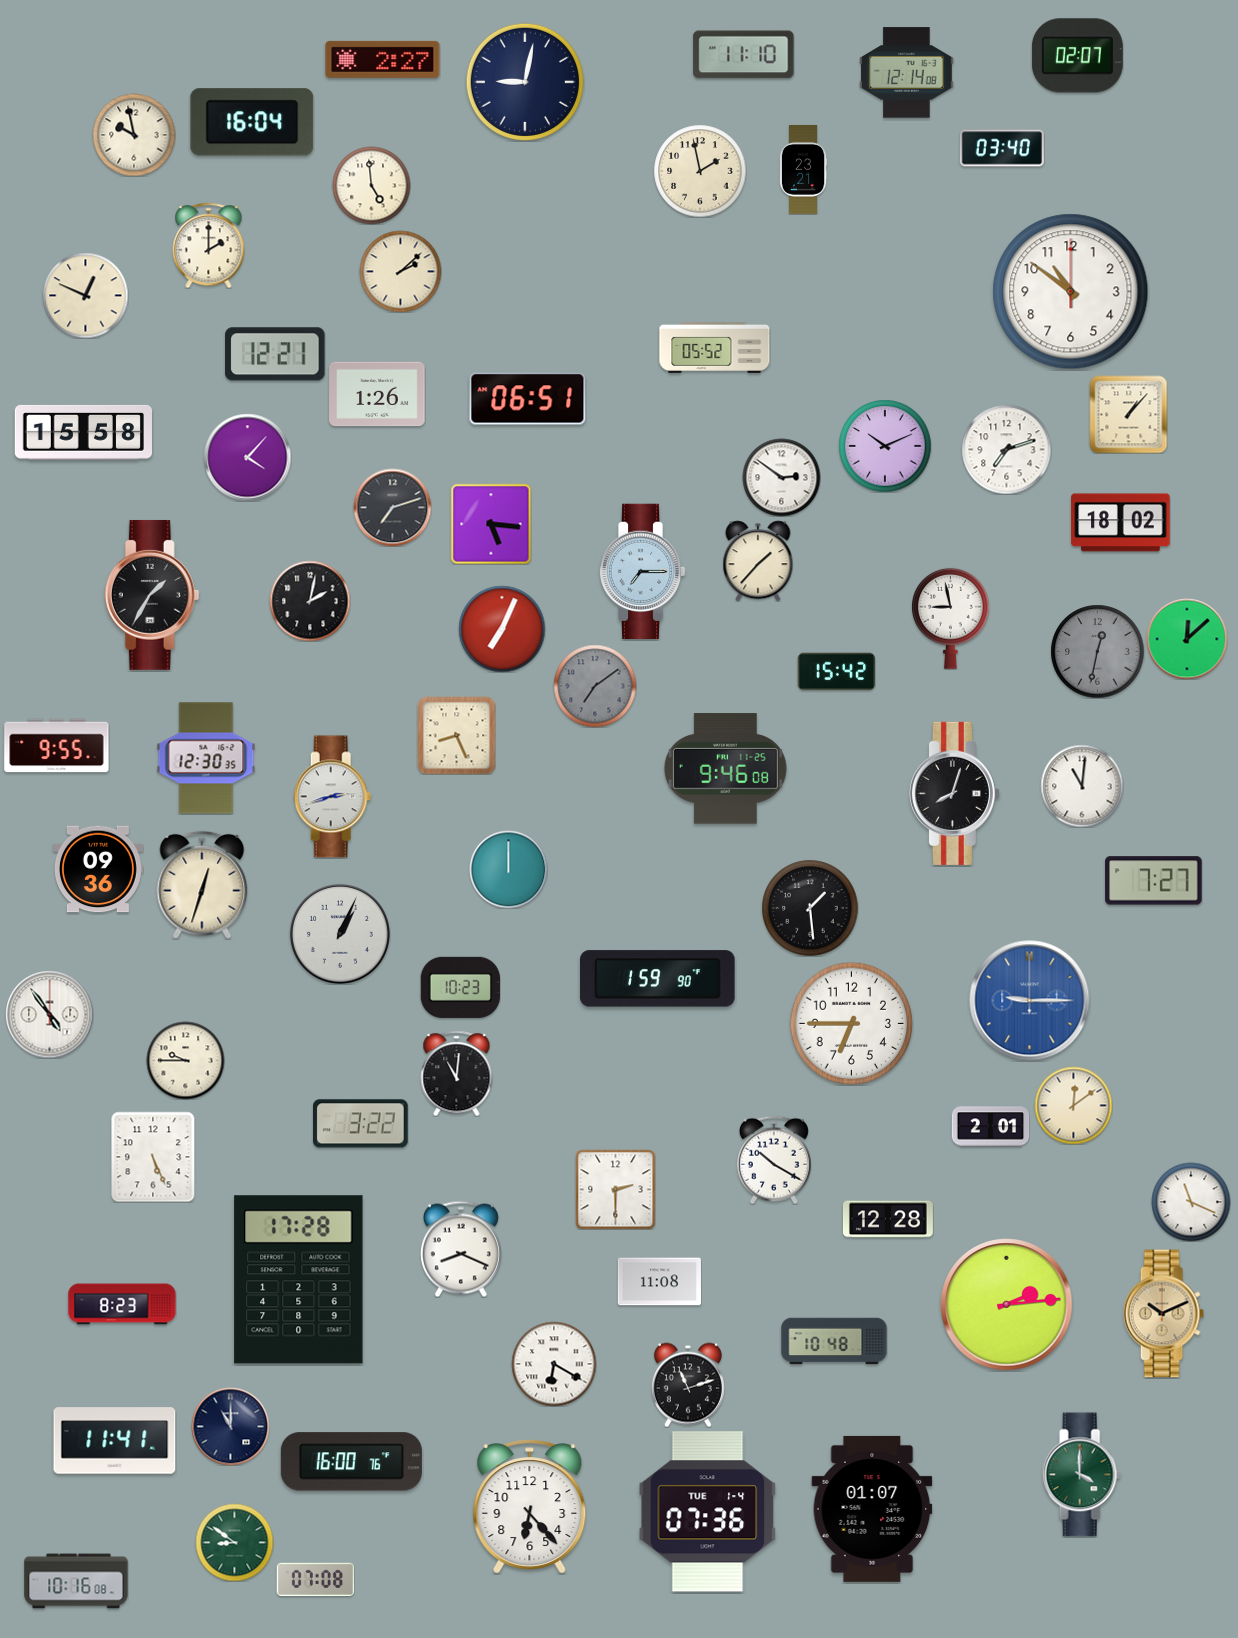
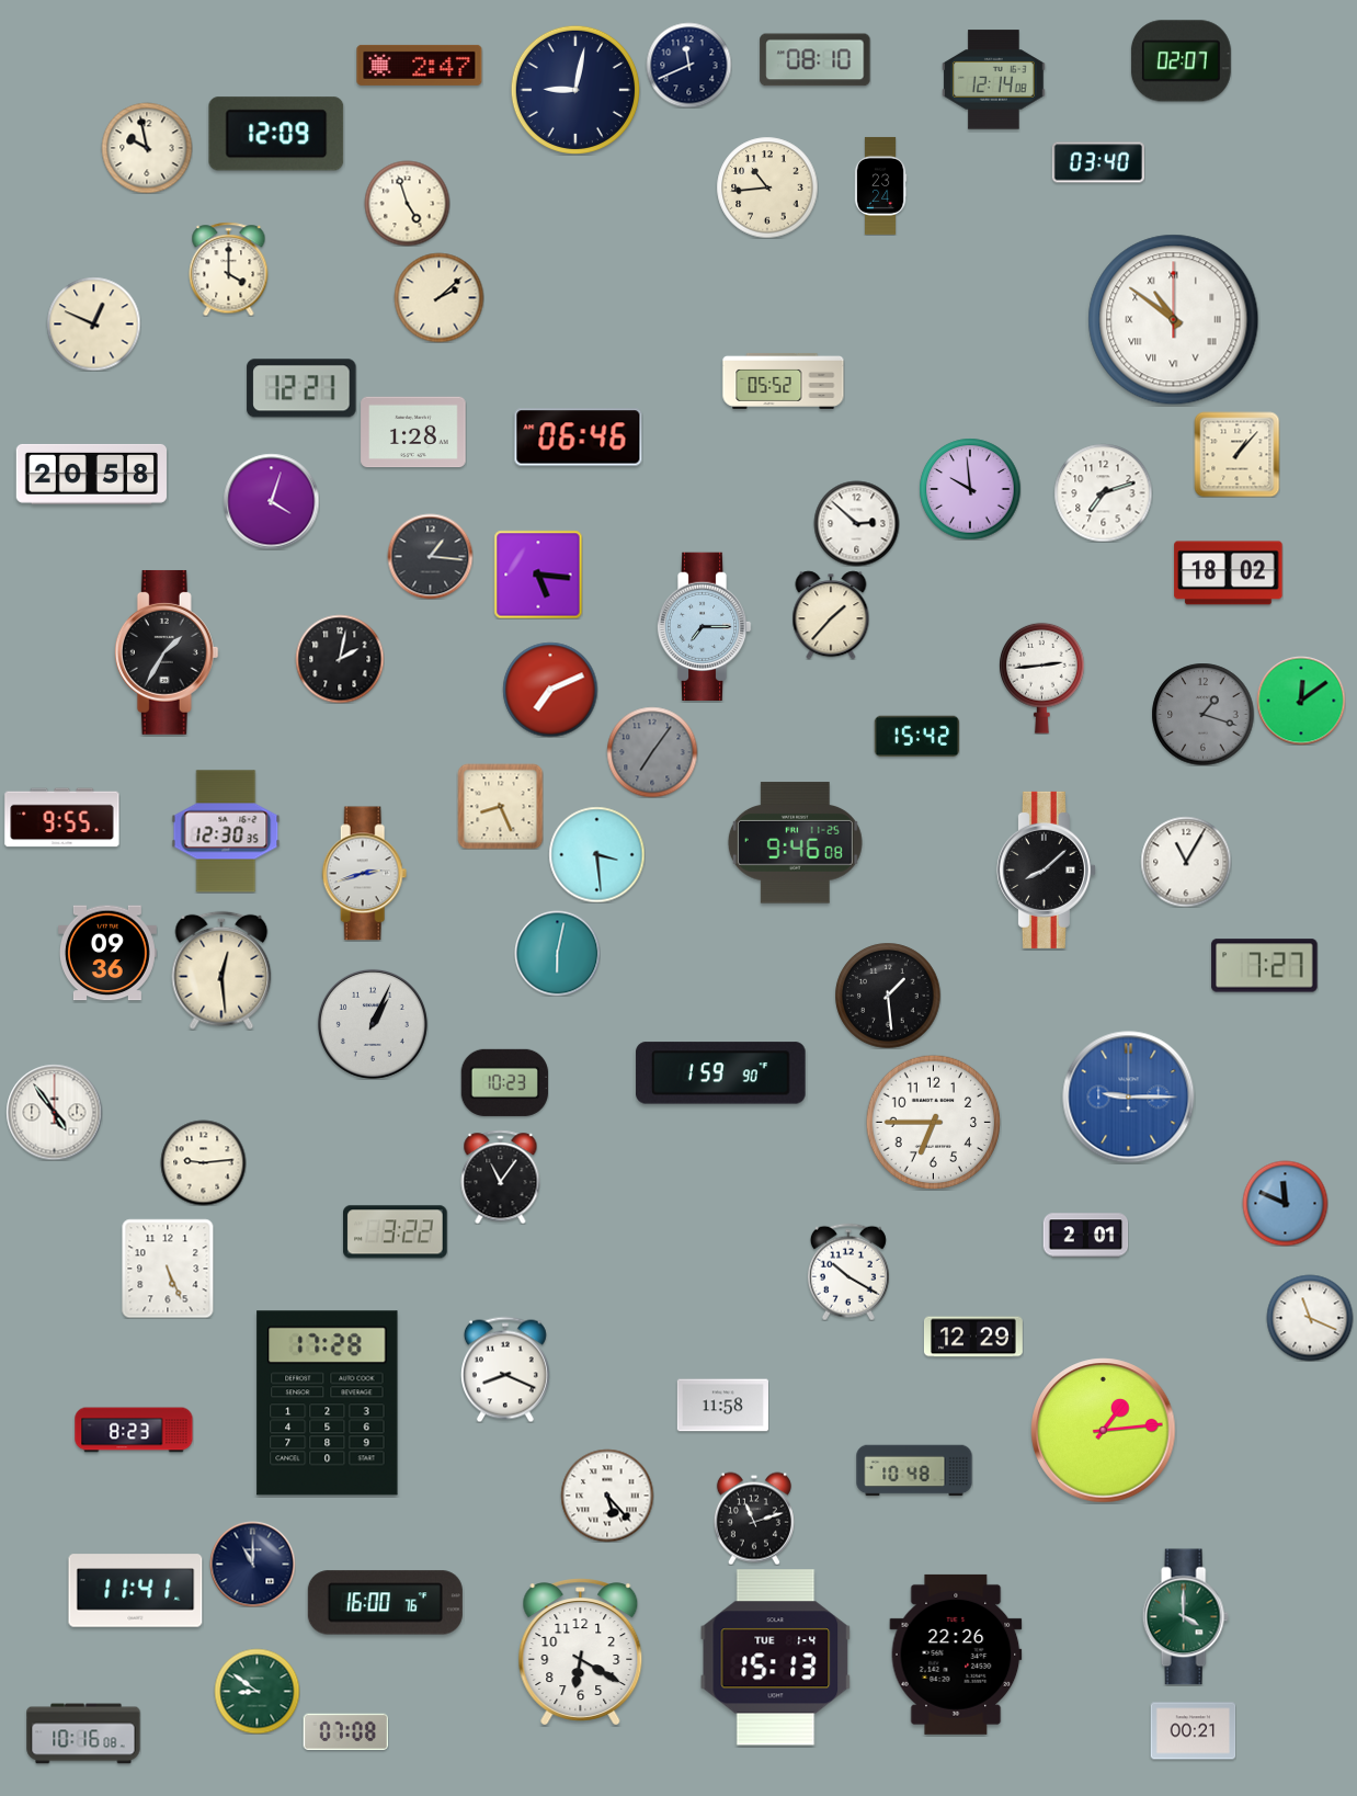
clock at (744, 55): 11:10 -> 08:10
clock at (383, 59): 2:27 -> 2:47
clock at (688, 65): none -> 11:41
clock at (252, 122): 16:04 -> 12:09
clock at (803, 169): 23:21 -> 23:24
clock at (700, 171): 1:58 -> 10:44
clock at (371, 185): 4:59 -> 4:57
clock at (209, 245): 2:00 -> 4:00
clock at (1071, 292) numerals: Arabic -> Roman
clock at (377, 394): 1:26 -> 1:28
clock at (528, 399): 06:51 -> 06:46
clock at (83, 432): 15:58 -> 20:58
clock at (885, 446): 10:11 -> 9:59
clock at (247, 457): 4:07 -> 4:03
clock at (781, 477): 2:51 -> 2:52
clock at (392, 507): 7:12 -> 1:16
clock at (951, 618): 8:58 -> 2:44
clock at (502, 629): 7:04 -> 7:11
clock at (1187, 639): 12:08 -> 12:09
clock at (1097, 651): 12:32 -> 1:18
clock at (595, 686): 7:09 -> 7:06
clock at (596, 854): none -> 3:29
clock at (1082, 786): 11:01 -> 11:05
clock at (954, 793): 8:03 -> 8:08
clock at (508, 869): 12:00 -> 6:02
clock at (202, 885): 12:33 -> 12:29
clock at (185, 1060): 9:45 -> 9:14
clock at (457, 1073): 11:01 -> 11:06
clock at (1285, 1203): none -> 11:49
clock at (1073, 1105): 12:09 -> none
clock at (615, 1189): 2:30 -> none
clock at (1191, 1202) position: (1191, 1202) -> (1310, 1318)
clock at (889, 1219): 12:28 -> 12:29
clock at (659, 1282): 11:08 -> 11:58
clock at (1007, 1305): 2:14 -> 1:14
clock at (1163, 1314): 10:11 -> none
clock at (554, 1364): 6:20 -> 5:23
clock at (115, 1441) position: (115, 1441) -> (136, 1591)
clock at (530, 1507): 6:23 -> 6:20
clock at (872, 1509): 01:07 -> 22:26
clock at (708, 1512): 07:36 -> 15:13
clock at (1193, 1731): none -> 00:21
